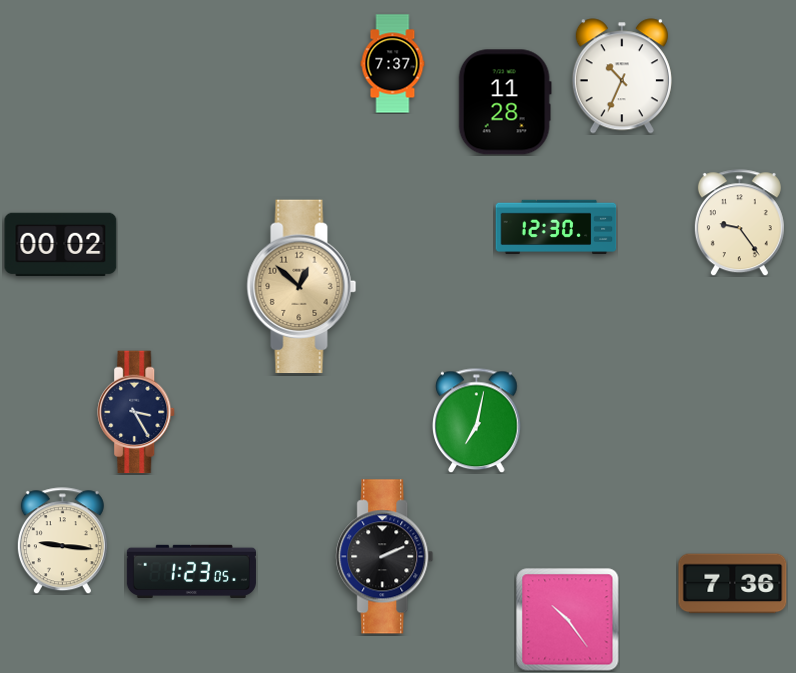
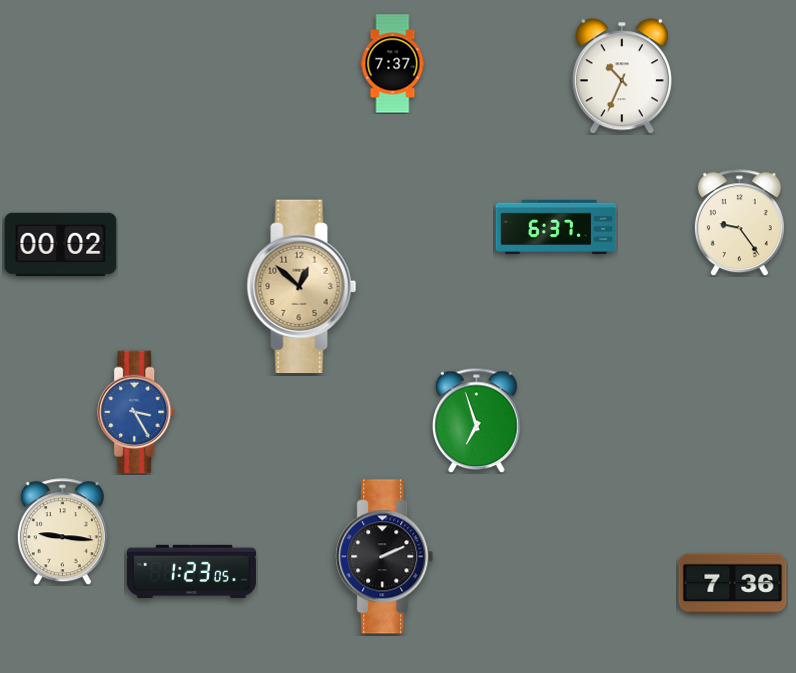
clock at (505, 102): 11:28 -> none
clock at (556, 227): 12:30 -> 6:37
clock at (137, 412) dial: navy -> blue
clock at (477, 420): 7:02 -> 6:57
clock at (62, 541) position: (62, 541) -> (62, 532)
clock at (568, 620): 10:24 -> none
